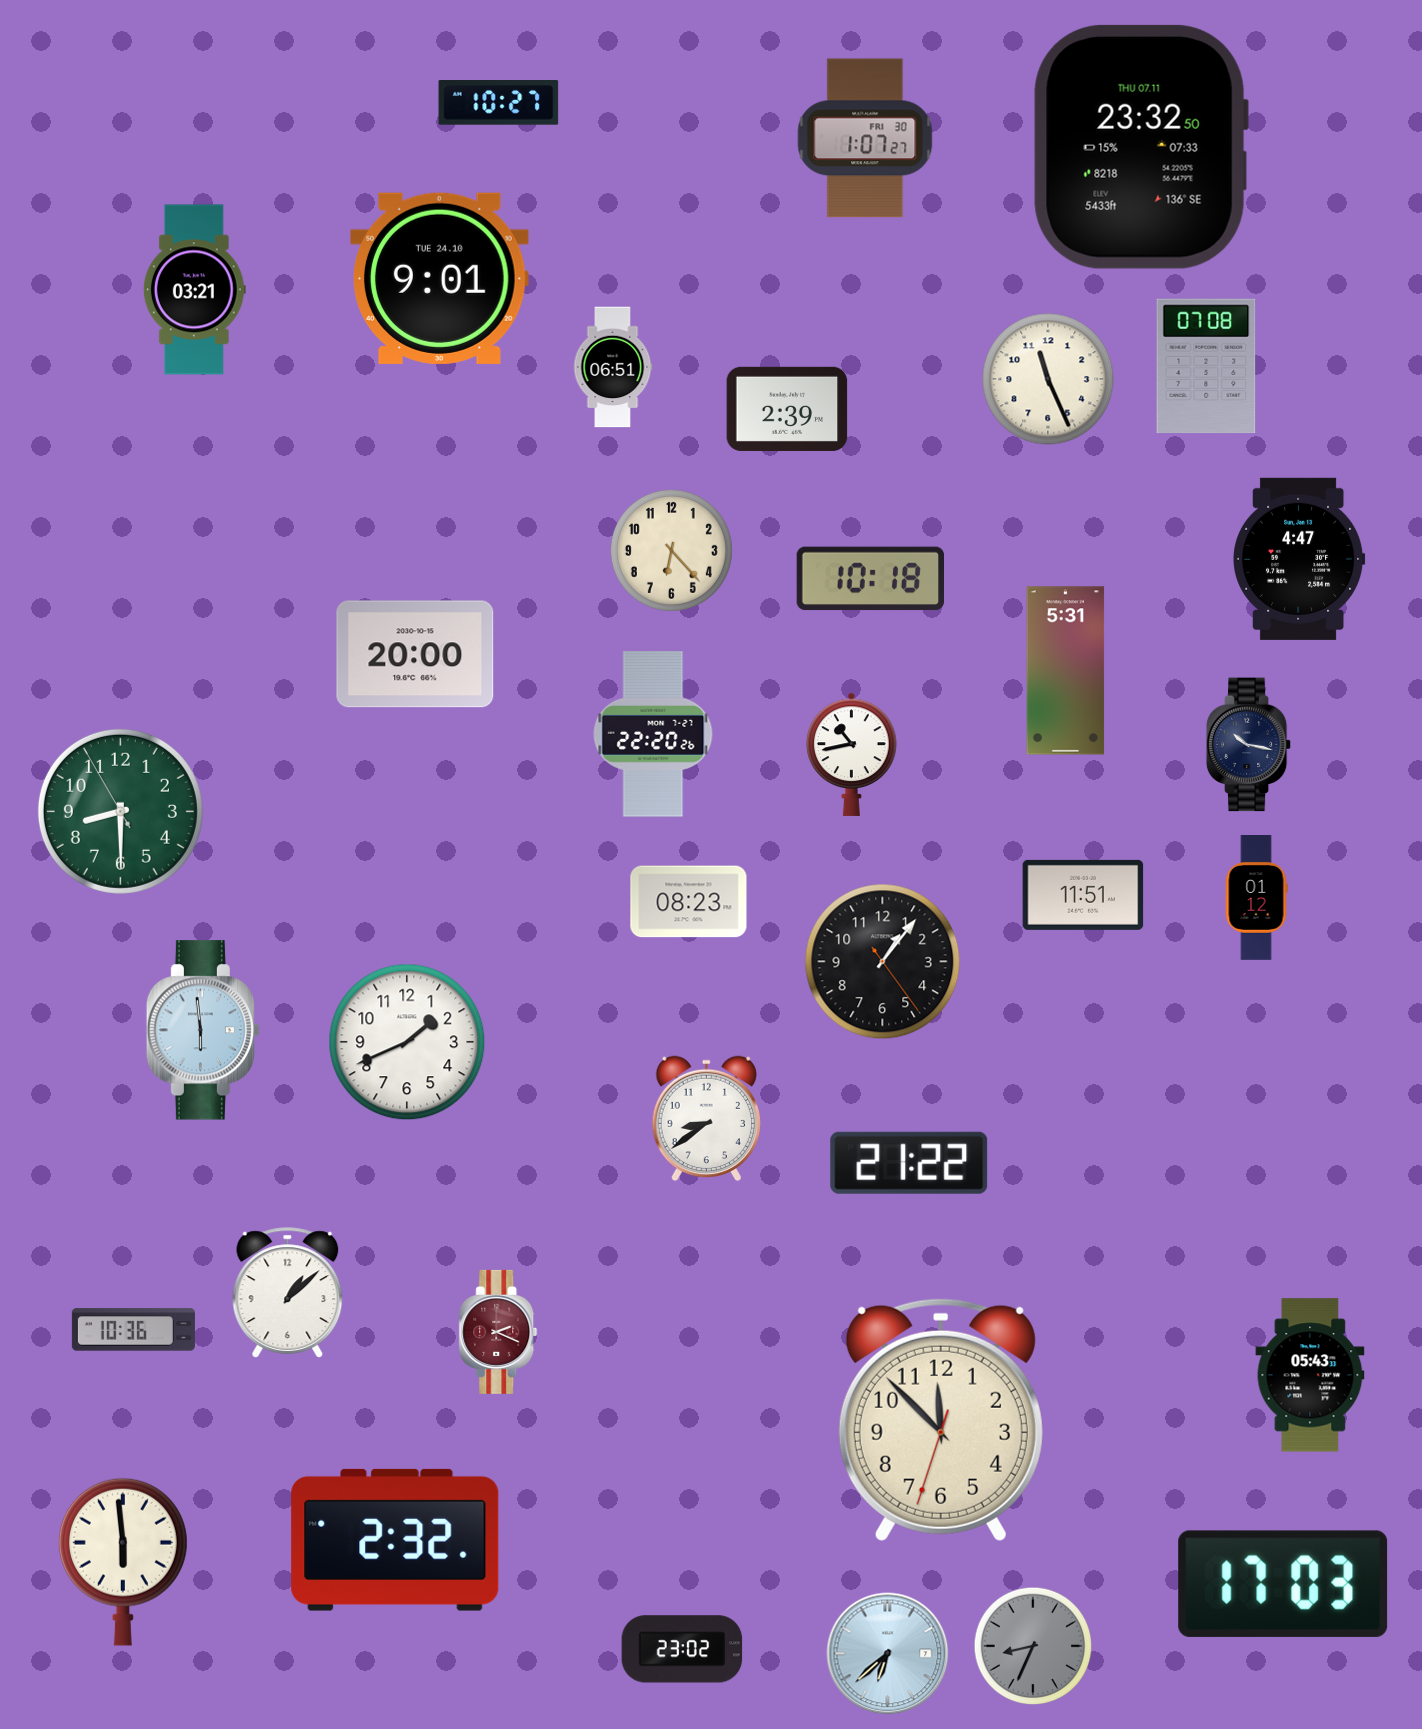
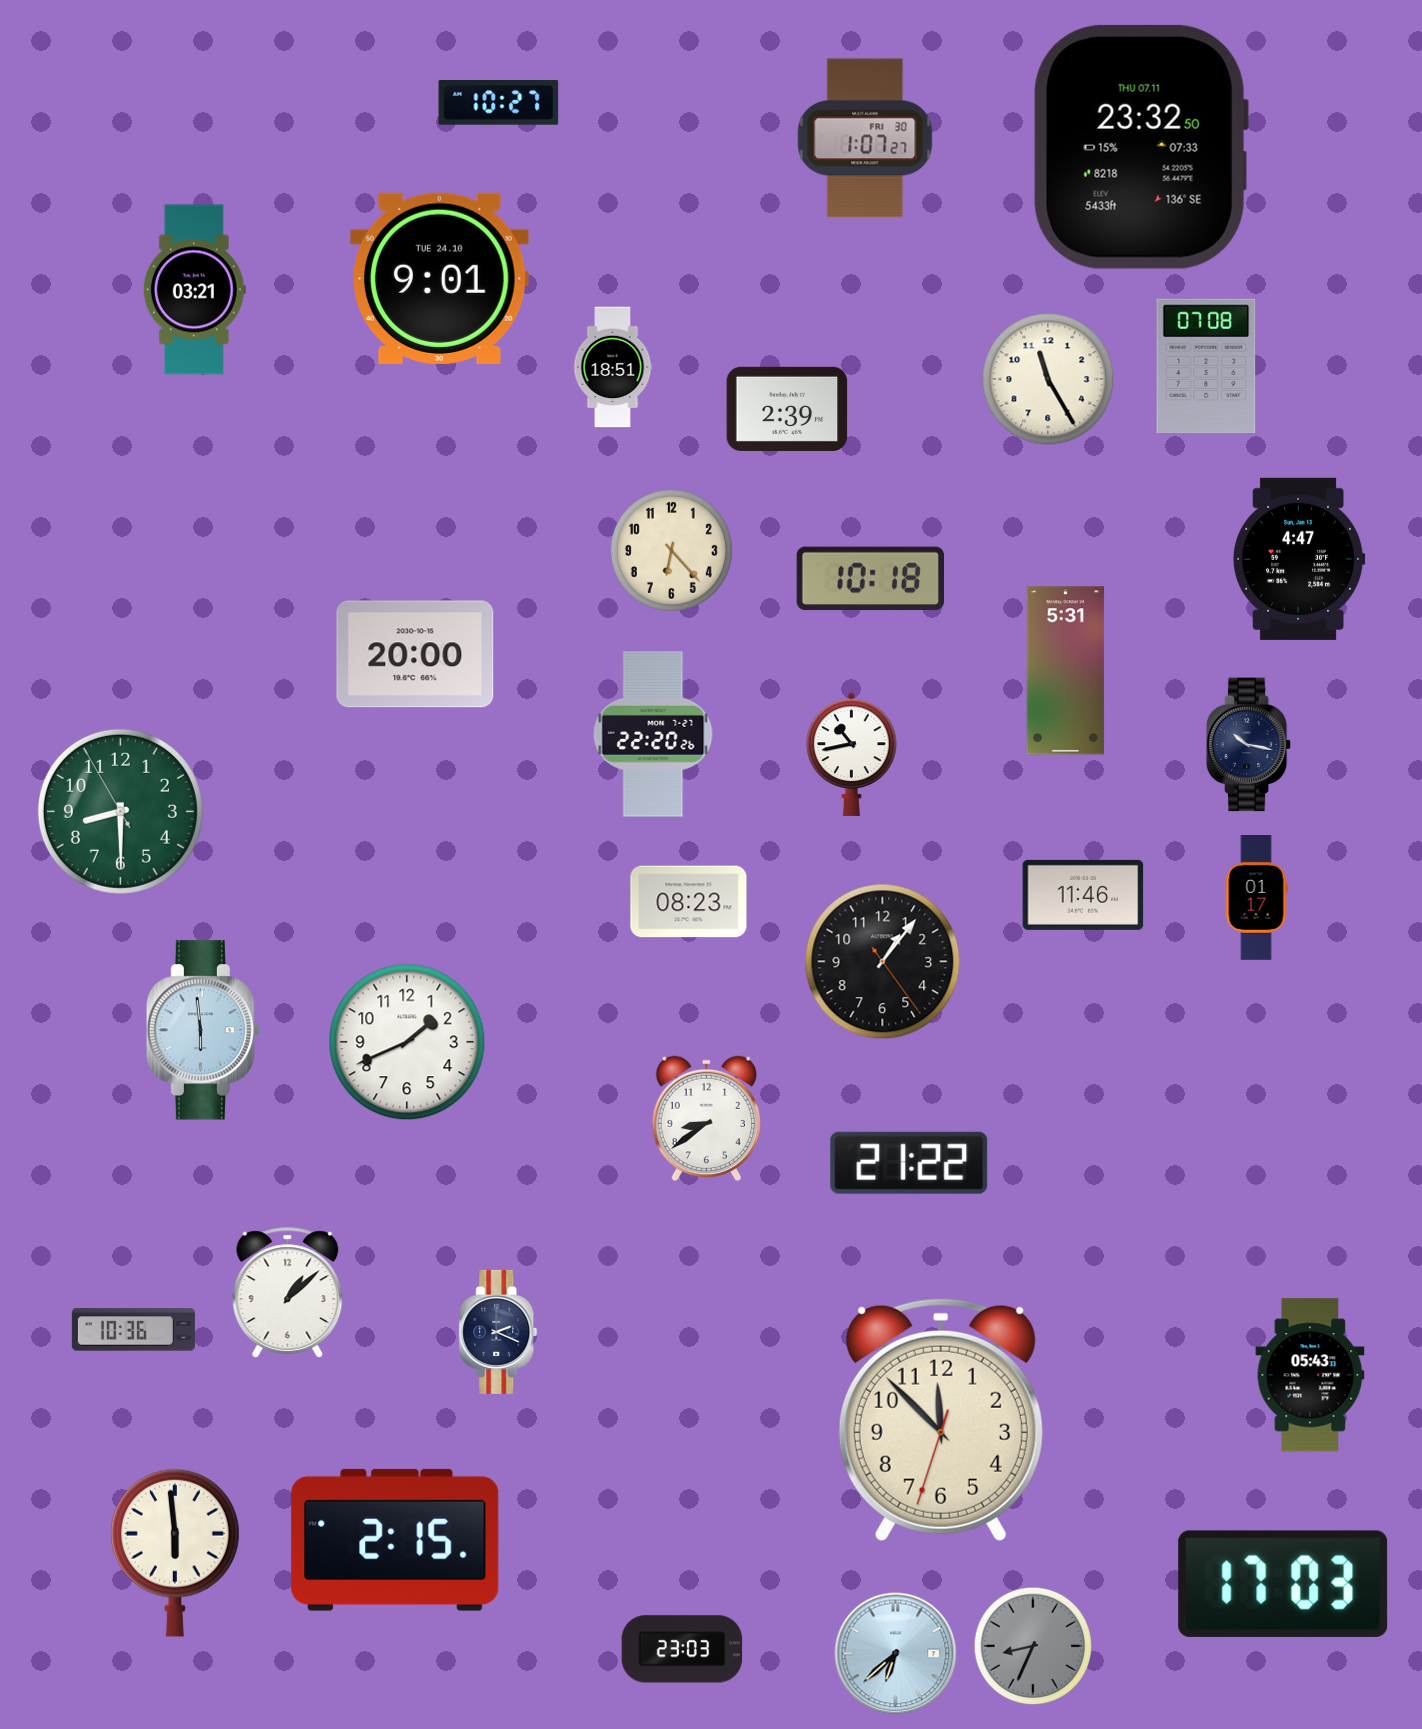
clock at (613, 367): 06:51 -> 18:51
clock at (1048, 379): 11:26 -> 11:25
clock at (1083, 895): 11:51 -> 11:46
clock at (1256, 898): 01:12 -> 01:17
clock at (498, 1332) dial: burgundy -> navy
clock at (395, 1540): 2:32 -> 2:15
clock at (123, 1562) position: (123, 1562) -> (175, 1553)
clock at (682, 1649): 23:02 -> 23:03
clock at (888, 1654) position: (888, 1654) -> (896, 1654)
